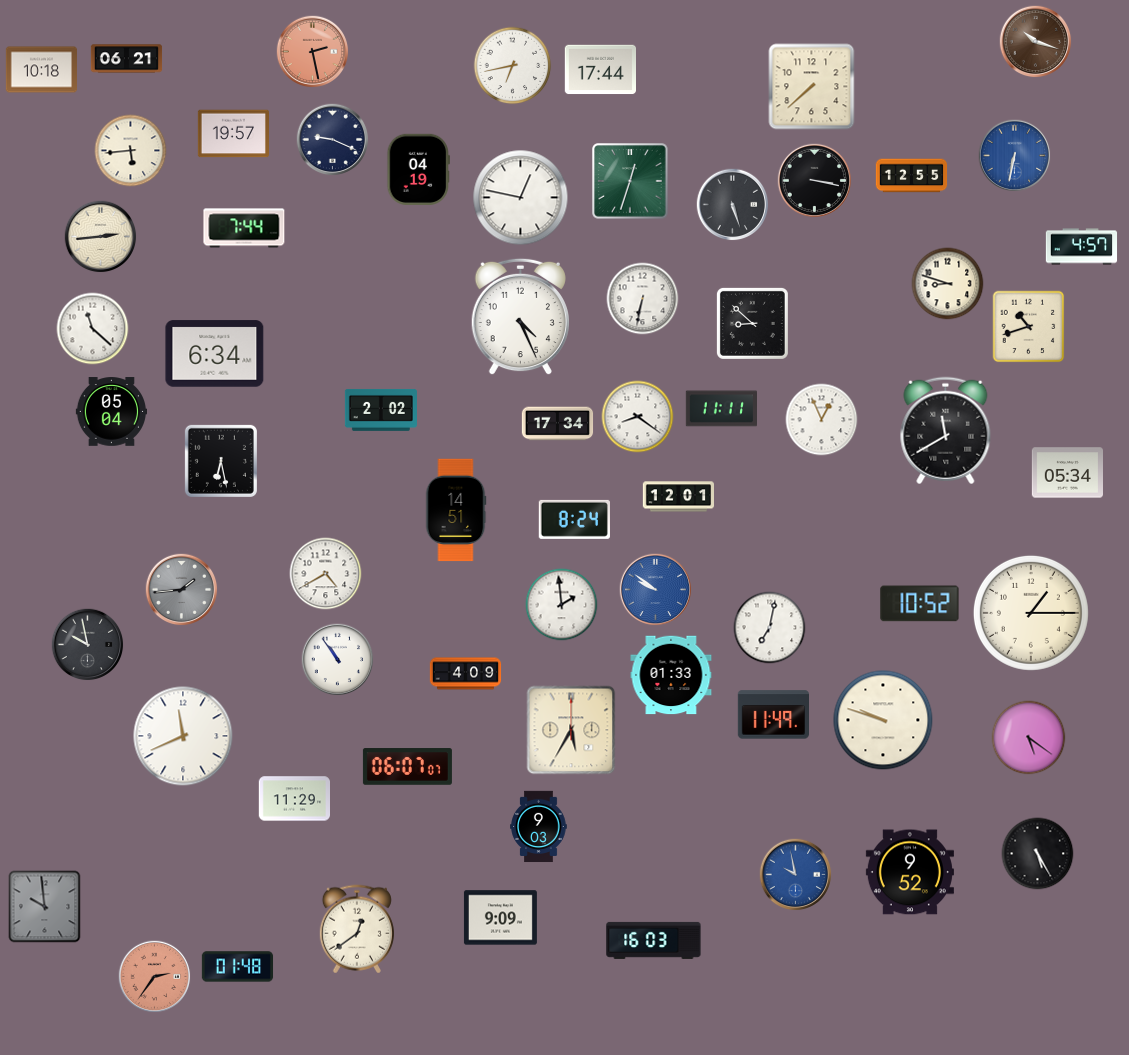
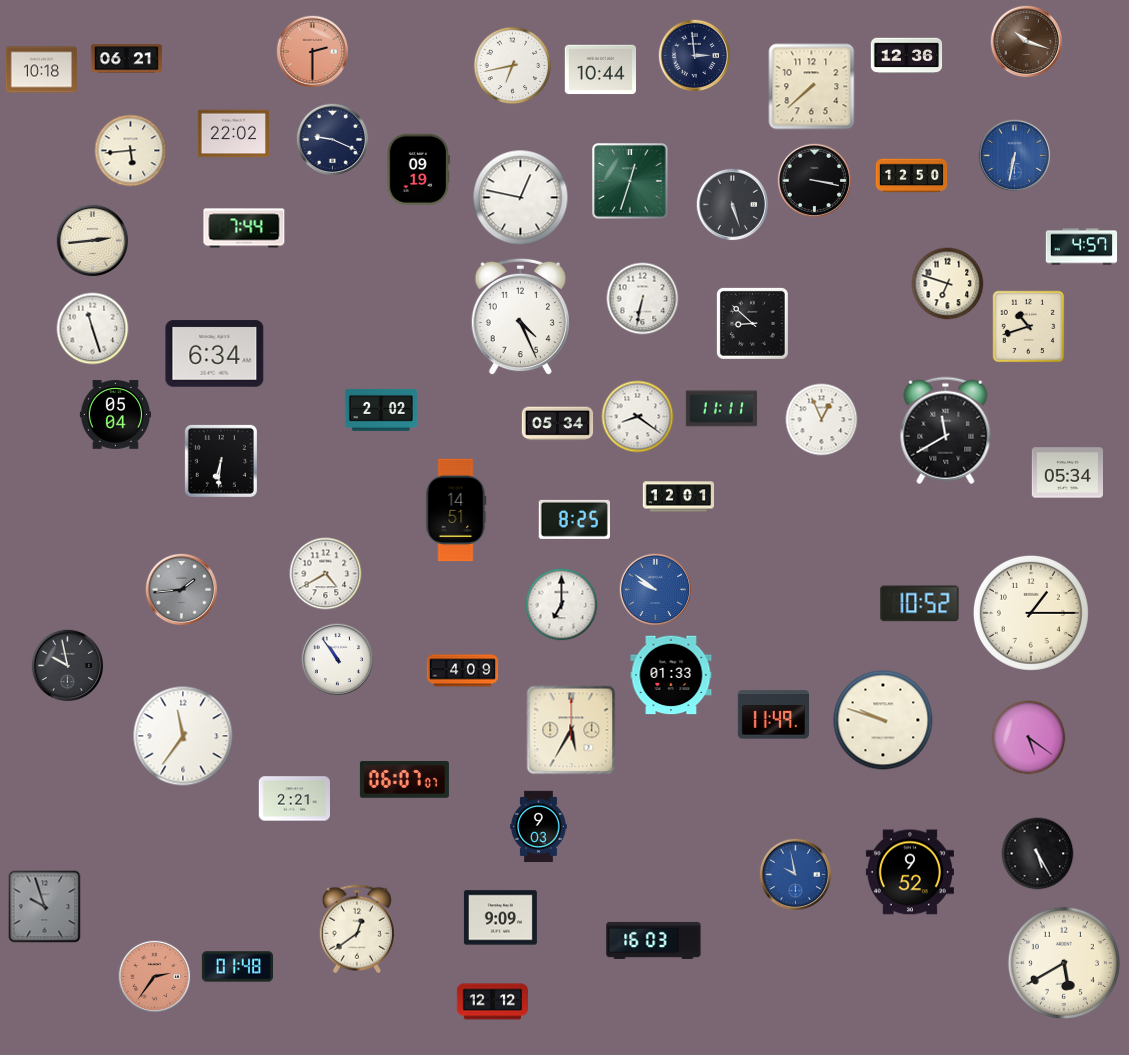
clock at (1036, 42) position: (1036, 42) -> (1027, 42)
clock at (313, 52): 2:28 -> 2:30
clock at (695, 56): none -> 2:59
clock at (907, 56): none -> 12:36
clock at (600, 70): 17:44 -> 10:44
clock at (233, 134): 19:57 -> 22:02
clock at (418, 169): 04:19 -> 09:19
clock at (912, 176): 12:55 -> 12:50
clock at (101, 237) position: (101, 237) -> (93, 241)
clock at (948, 284): 8:48 -> 6:48
clock at (93, 329): 11:22 -> 11:27
clock at (112, 412) position: (112, 412) -> (116, 415)
clock at (558, 424): 17:34 -> 05:34
clock at (221, 461): 6:28 -> 6:31
clock at (574, 519): 8:24 -> 8:25
clock at (562, 605): 1:59 -> 7:00
clock at (770, 628): 7:02 -> none
clock at (88, 645) position: (88, 645) -> (68, 666)
clock at (466, 674) position: (466, 674) -> (463, 671)
clock at (183, 736): 11:41 -> 11:36
clock at (407, 767) position: (407, 767) -> (404, 780)
clock at (294, 799): 11:29 -> 2:21
clock at (45, 907): 9:59 -> 9:57
clock at (1064, 963): none -> 5:40
clock at (493, 1002): none -> 12:12
